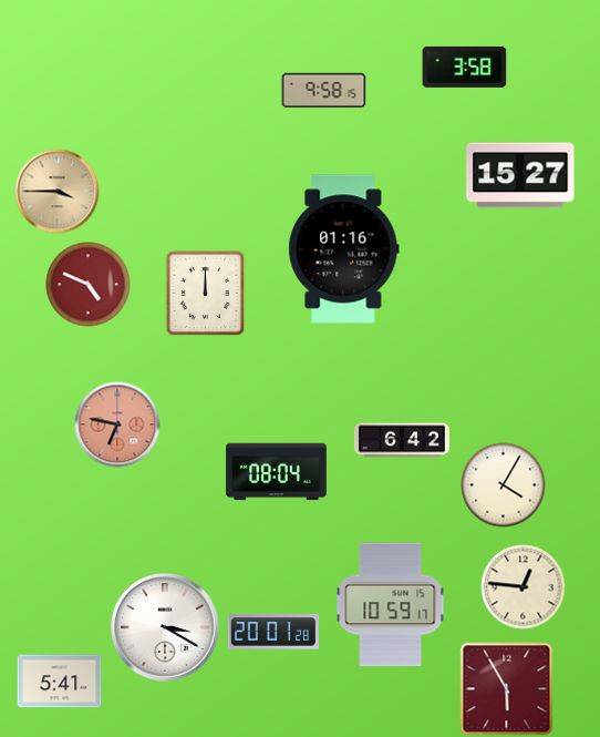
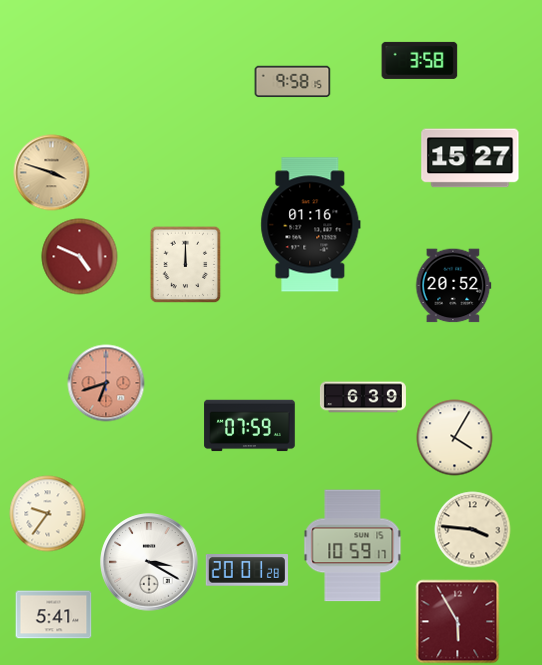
clock at (58, 192): 3:45 -> 3:48
clock at (454, 286): none -> 20:52
clock at (117, 424): 6:47 -> 6:42
clock at (402, 440): 6:42 -> 6:39
clock at (277, 472): 08:04 -> 07:59
clock at (48, 514): none -> 9:36
clock at (524, 587): 12:46 -> 3:46
clock at (165, 627) position: (165, 627) -> (149, 562)
